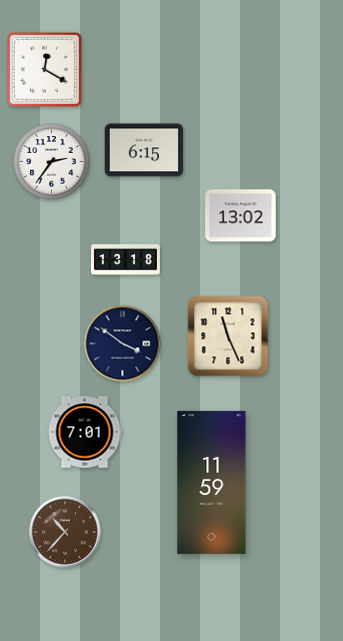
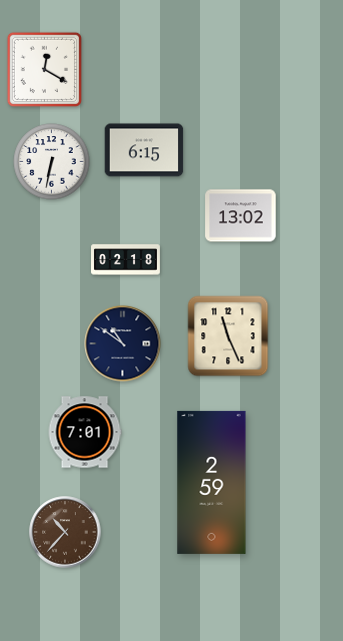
clock at (52, 162): 2:36 -> 6:32
clock at (126, 260): 13:18 -> 02:18
clock at (123, 344): 3:51 -> 10:51
clock at (212, 482): 11:59 -> 2:59
